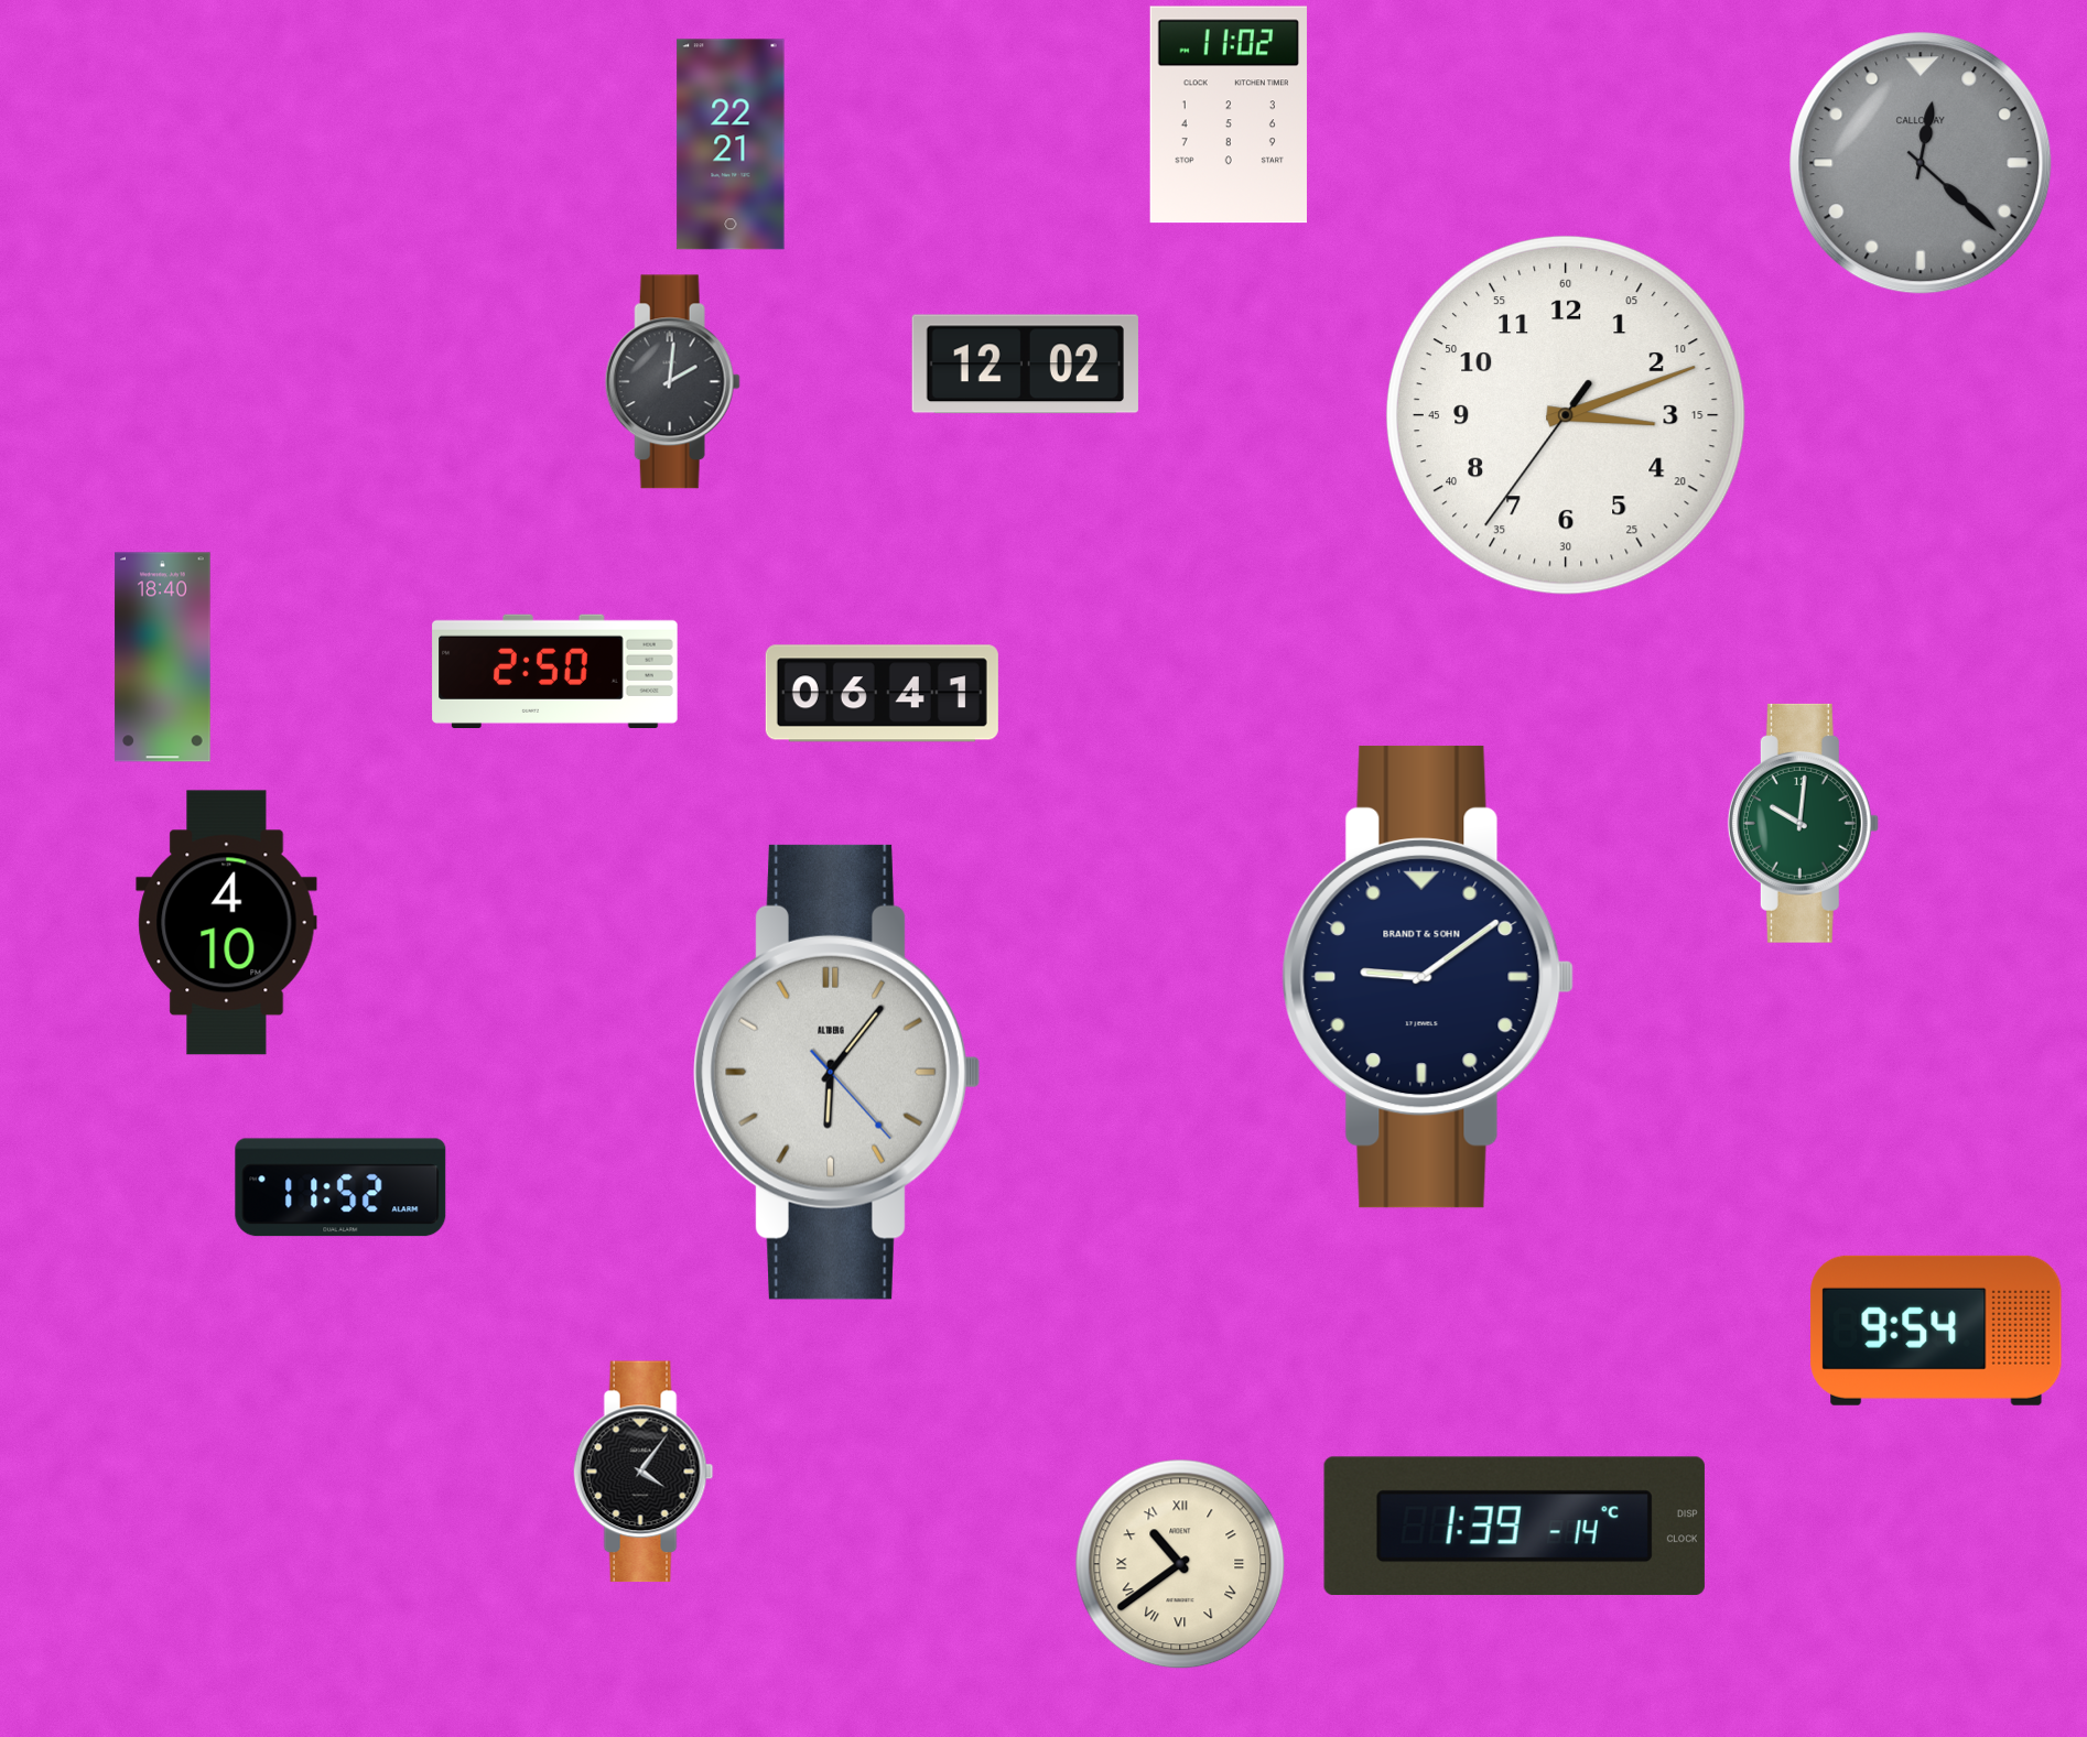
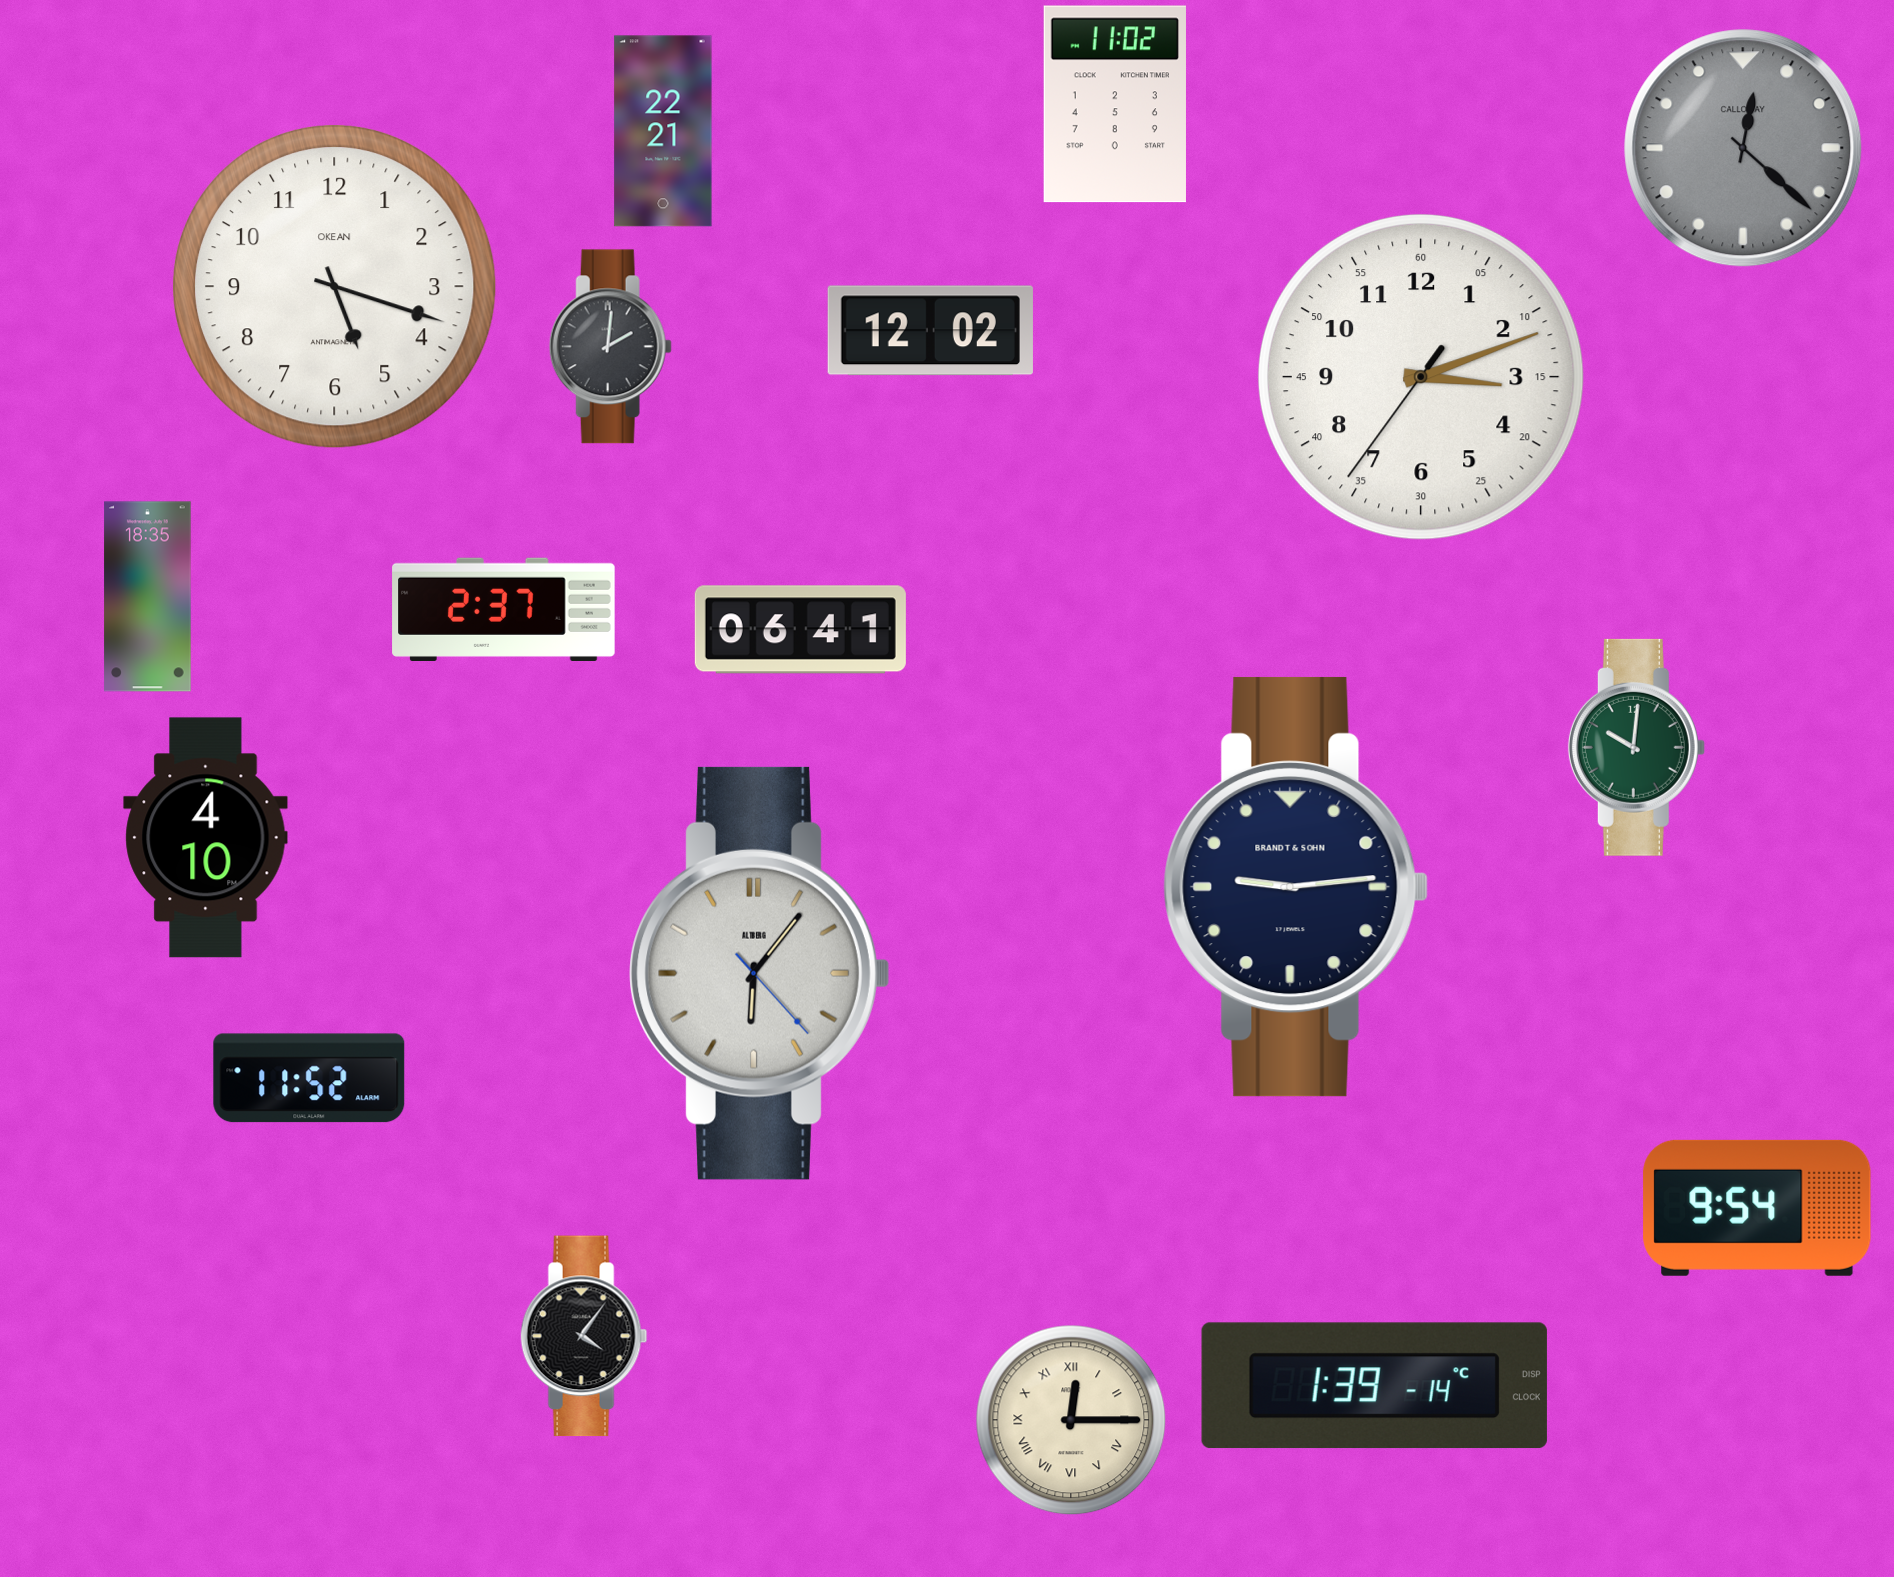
clock at (334, 286): none -> 5:18
clock at (163, 658): 18:40 -> 18:35
clock at (555, 671): 2:50 -> 2:37
clock at (1428, 977): 9:09 -> 9:14
clock at (1180, 1564): 10:39 -> 12:15
